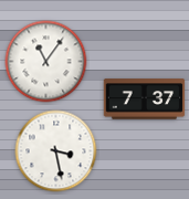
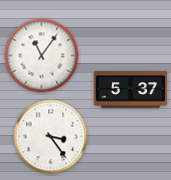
clock at (145, 99): 7:37 -> 5:37
clock at (56, 151): 3:28 -> 3:24
